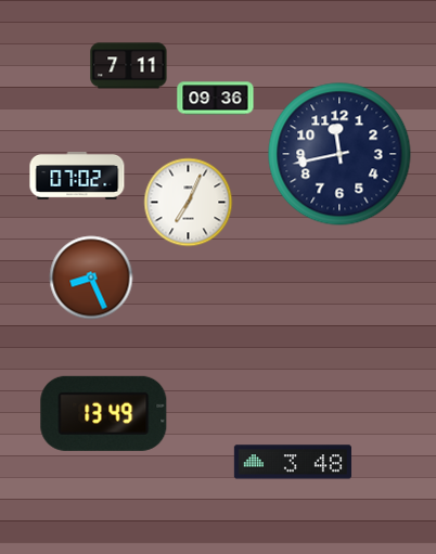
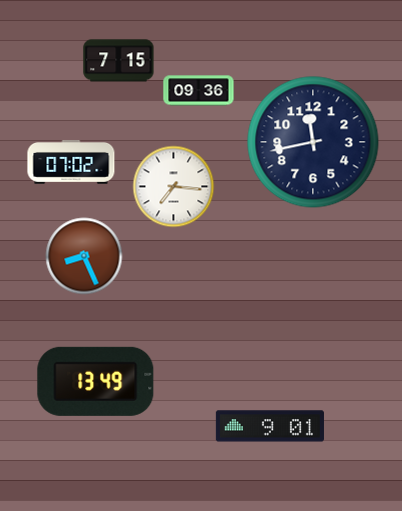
clock at (129, 66): 7:11 -> 7:15
clock at (189, 203): 7:04 -> 7:16
clock at (293, 462): 3:48 -> 9:01
